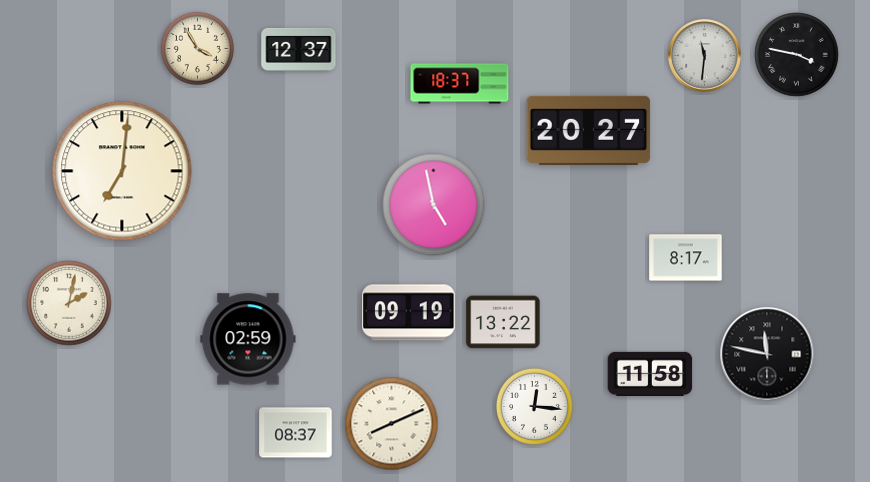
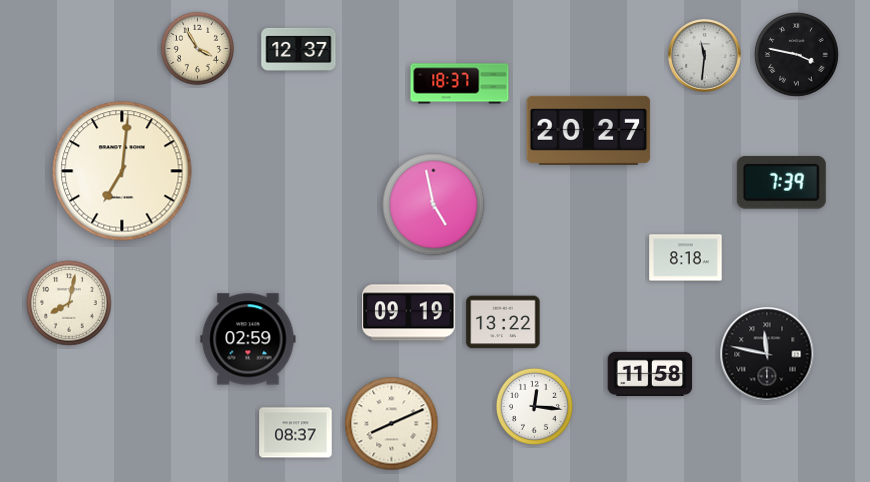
clock at (781, 183): none -> 7:39
clock at (686, 258): 8:17 -> 8:18
clock at (69, 303): 2:02 -> 8:02
